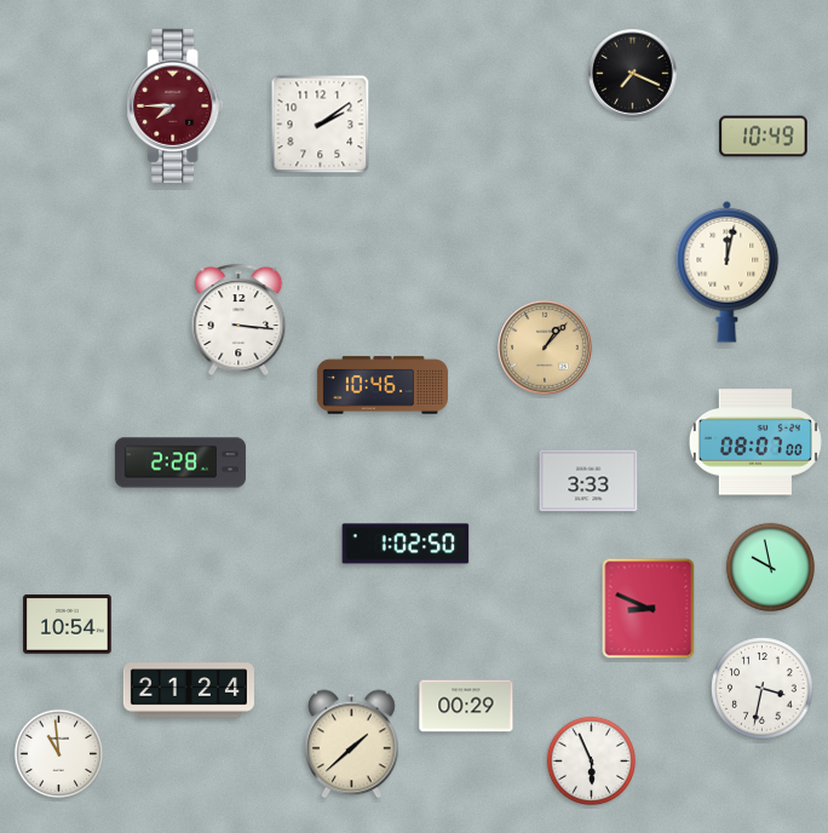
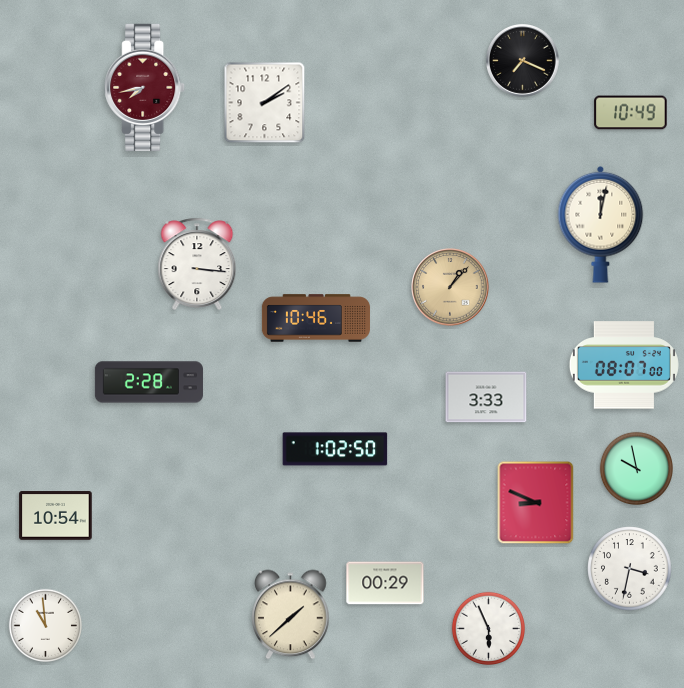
clock at (176, 105): 7:45 -> 7:43
clock at (189, 690): 21:24 -> none
clock at (58, 753) position: (58, 753) -> (45, 625)
